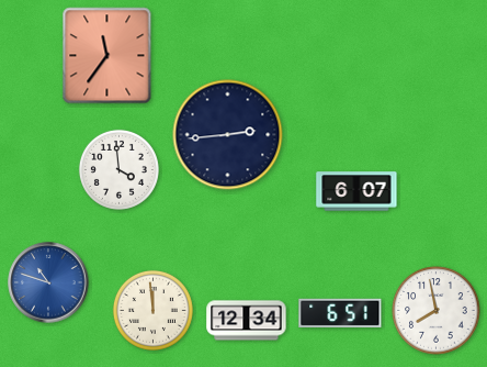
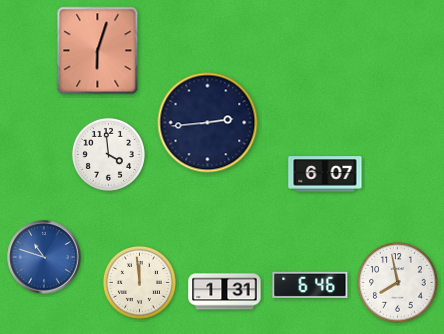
clock at (107, 56): 11:36 -> 6:03
clock at (340, 312): 6:51 -> 6:46
clock at (247, 321): 12:34 -> 1:31
